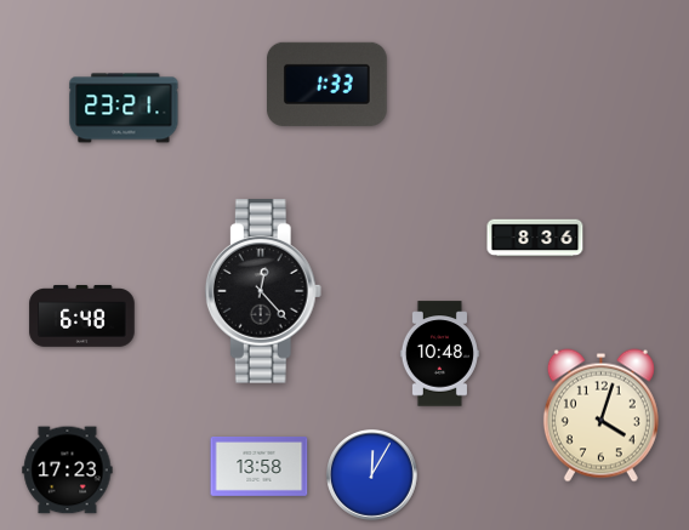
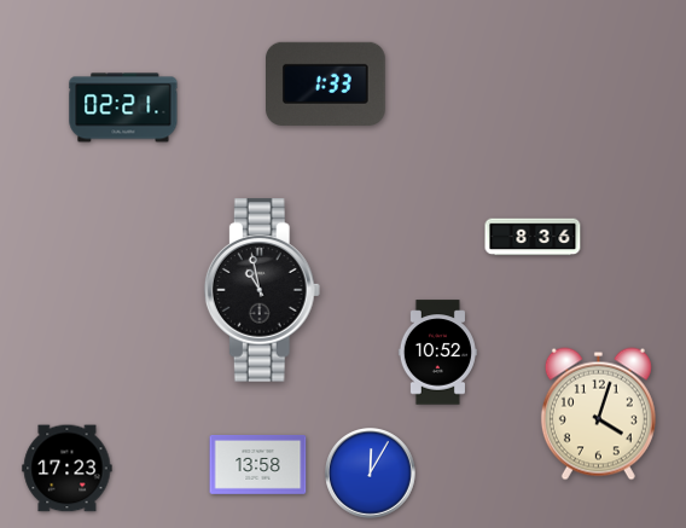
clock at (124, 108): 23:21 -> 02:21
clock at (263, 291): 12:23 -> 10:58
clock at (82, 317): 6:48 -> none
clock at (439, 354): 10:48 -> 10:52
